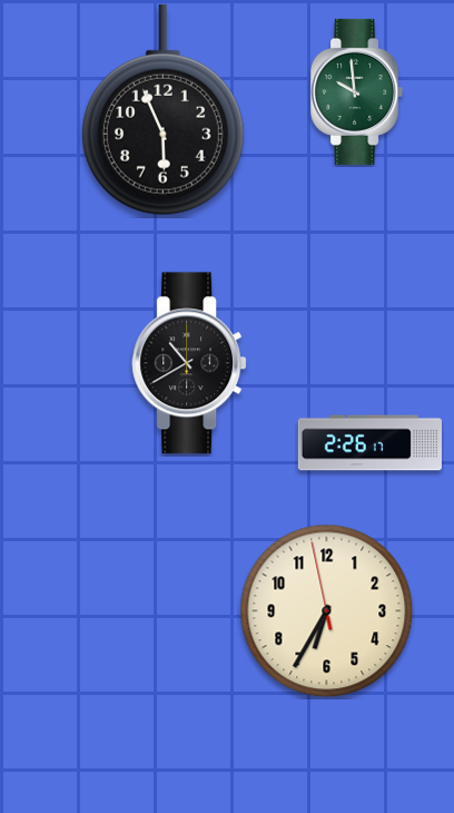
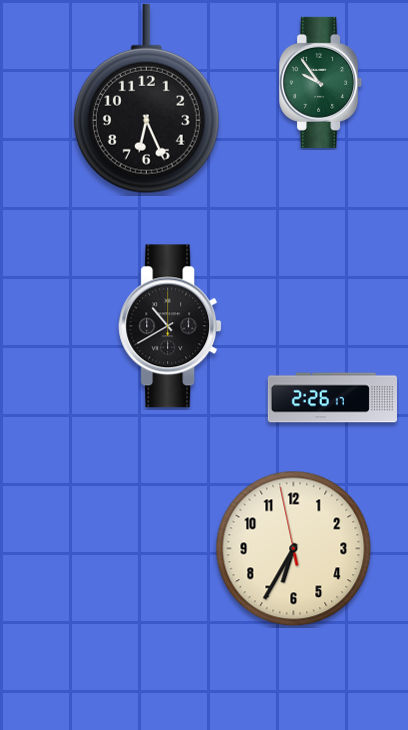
clock at (357, 91): 9:59 -> 9:54
clock at (162, 110): 5:56 -> 6:26
